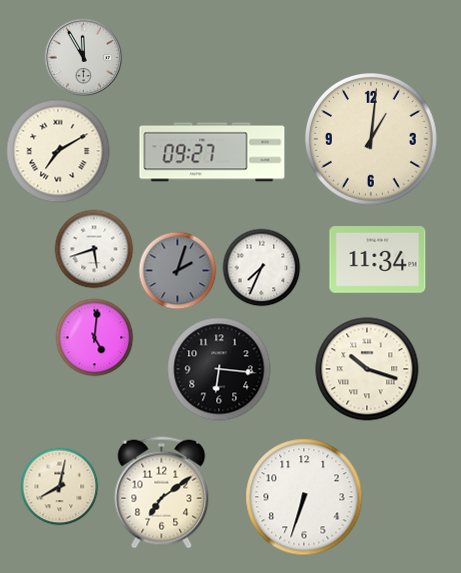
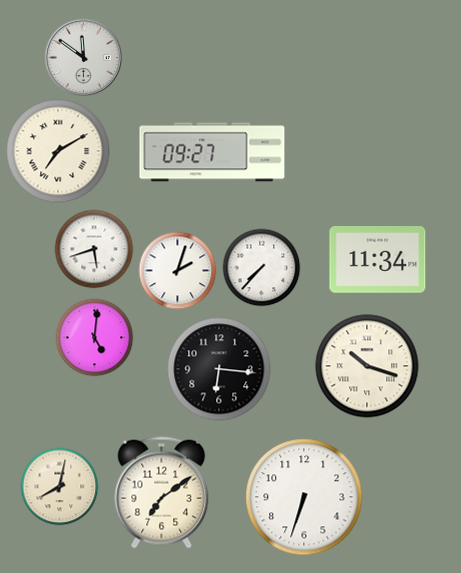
clock at (83, 57): 11:55 -> 11:51
clock at (372, 140): 1:01 -> none
clock at (261, 267): 7:34 -> 7:37
clock at (177, 270) dial: grey -> white
clock at (367, 369) position: (367, 369) -> (367, 366)
